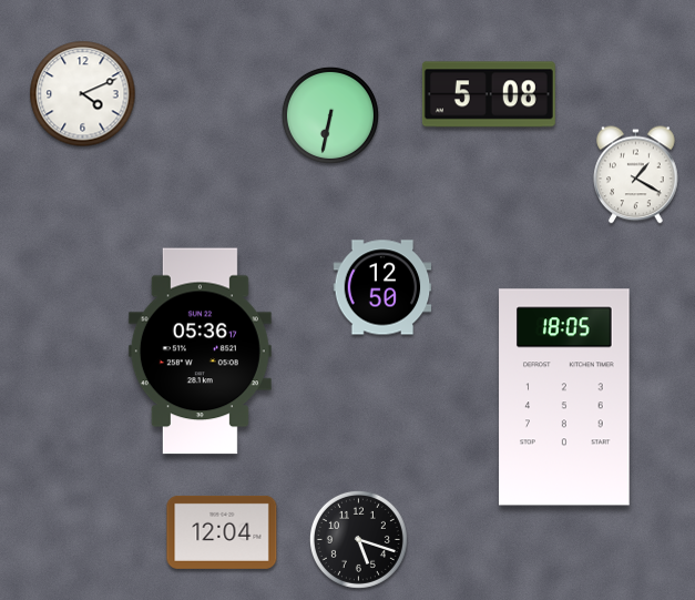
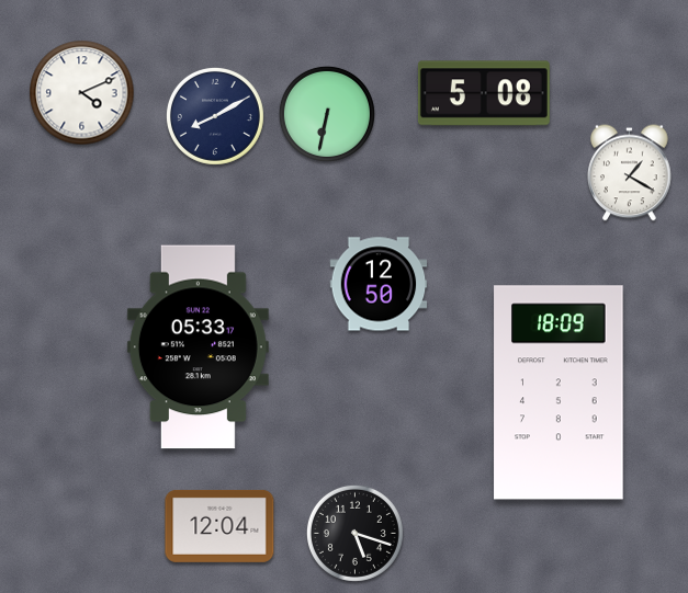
clock at (215, 116): none -> 8:10
clock at (200, 352): 05:36 -> 05:33
clock at (564, 397): 18:05 -> 18:09
